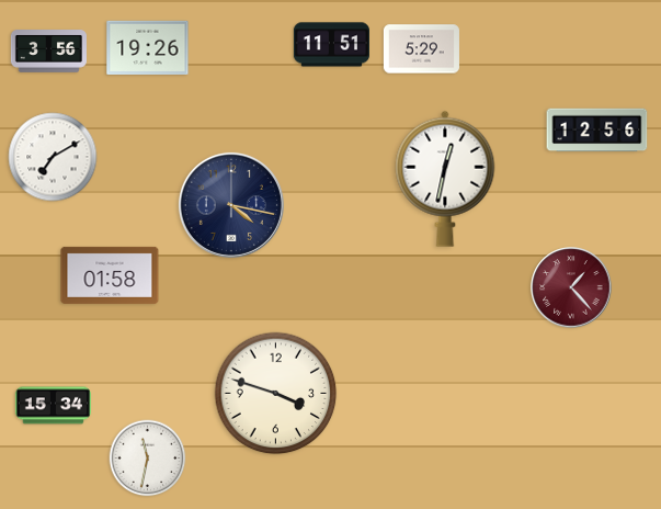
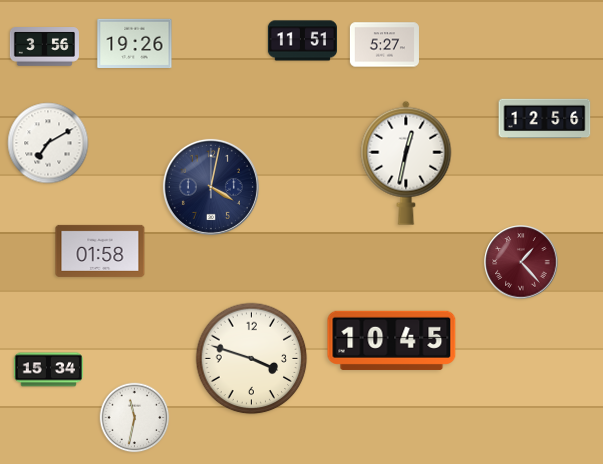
clock at (421, 49): 5:29 -> 5:27
clock at (231, 205): 4:17 -> 4:02
clock at (392, 340): none -> 10:45
